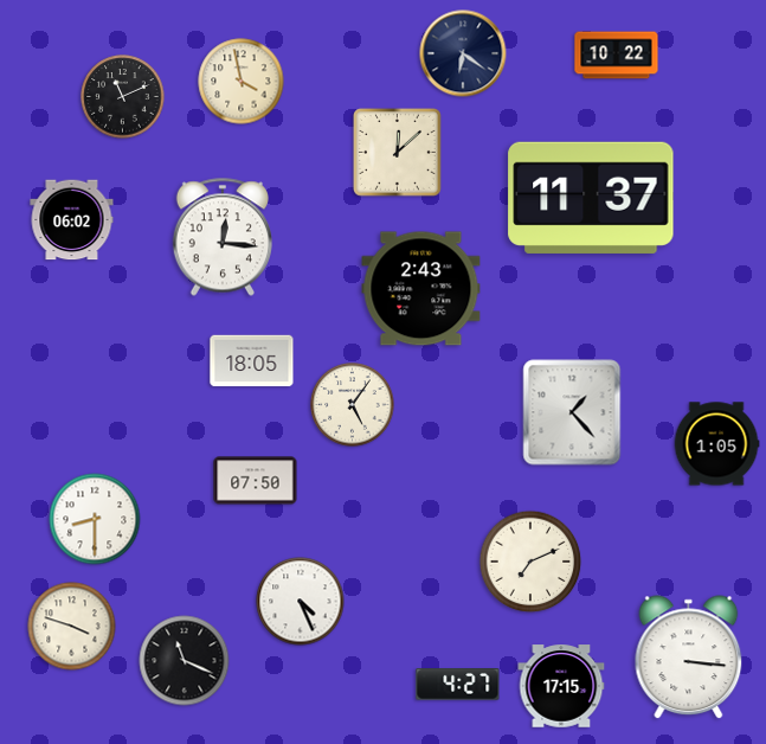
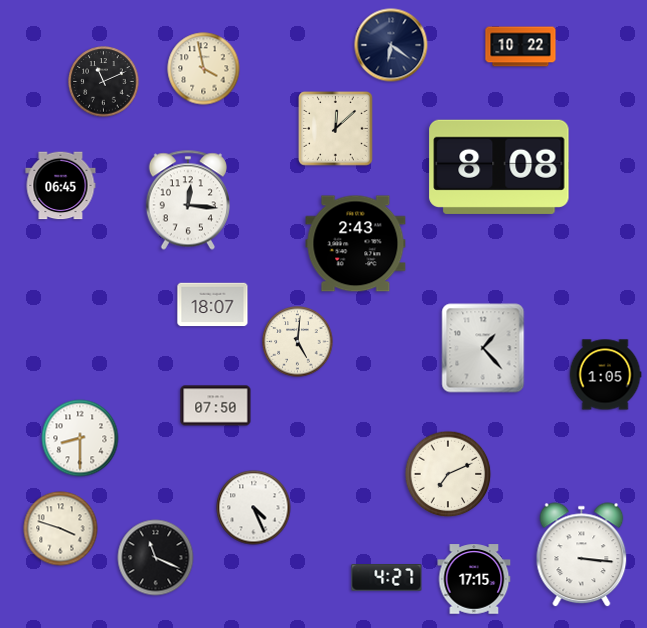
clock at (591, 198): 11:37 -> 8:08
clock at (72, 220): 06:02 -> 06:45
clock at (252, 361): 18:05 -> 18:07
clock at (353, 405): 5:06 -> 5:01
